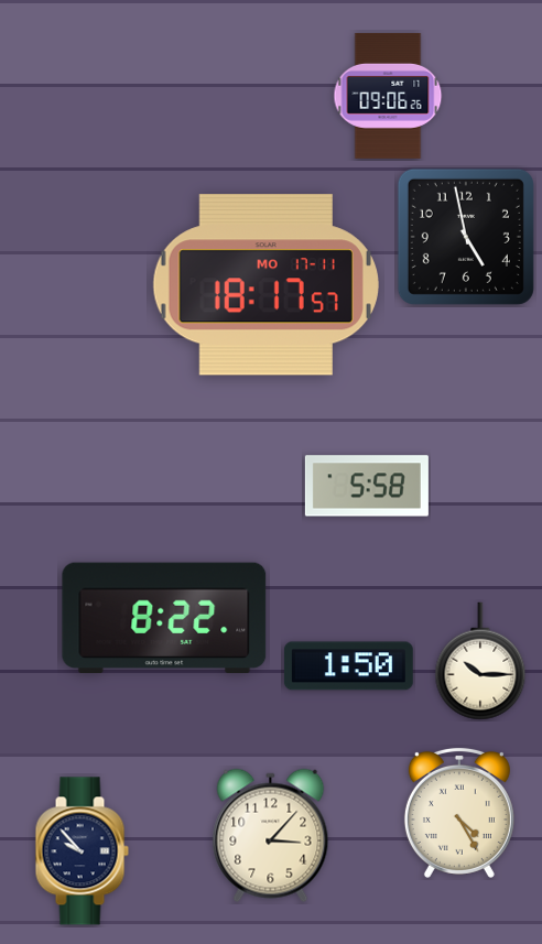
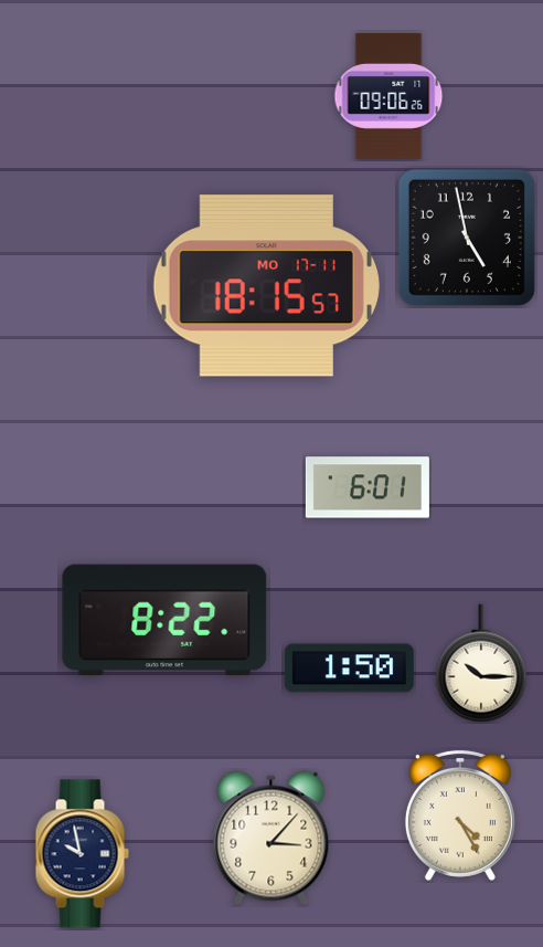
clock at (265, 285): 18:17 -> 18:15
clock at (367, 486): 5:58 -> 6:01
clock at (82, 851): 9:53 -> 9:58
